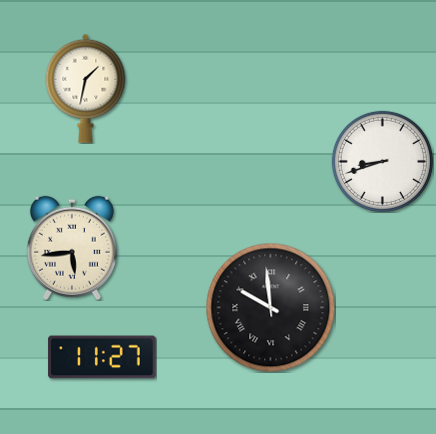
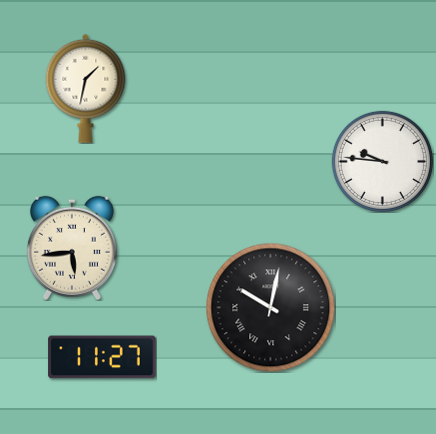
clock at (382, 161): 8:42 -> 9:46
clock at (270, 307): 9:59 -> 10:02
